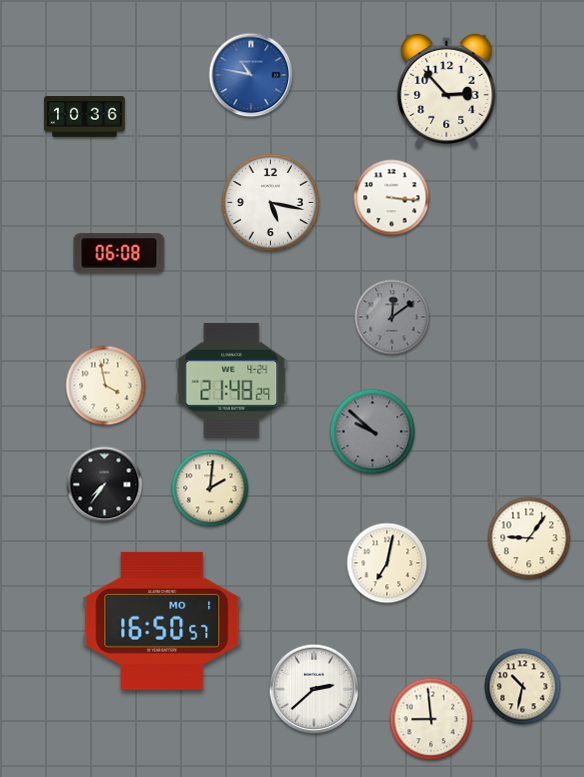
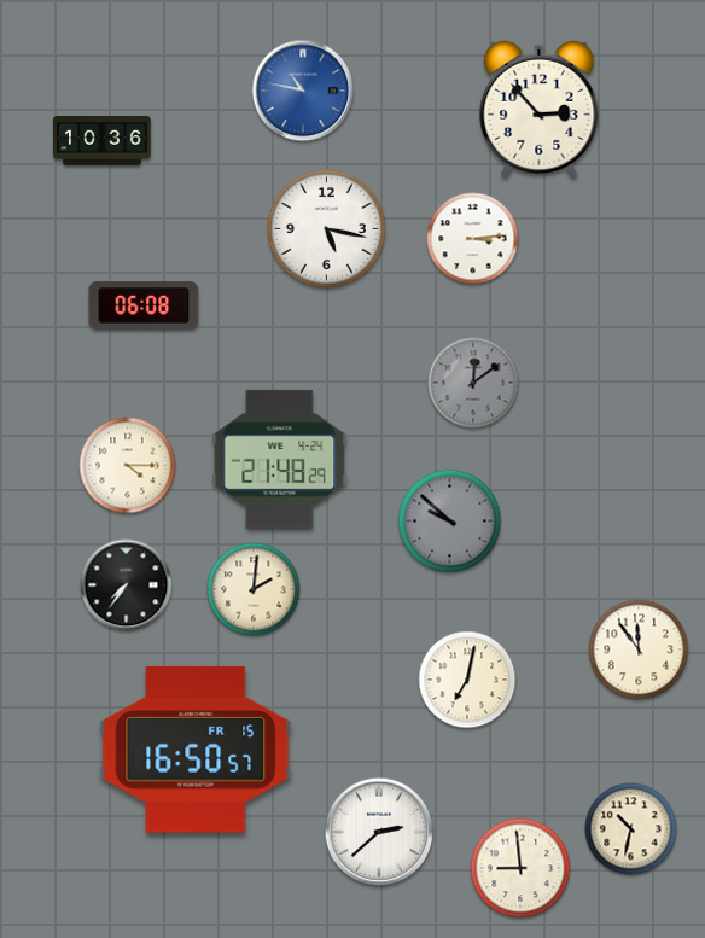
clock at (392, 198): 3:16 -> 3:14
clock at (270, 202) position: (270, 202) -> (326, 228)
clock at (106, 386): 3:58 -> 4:15
clock at (529, 538): 9:06 -> 11:54
clock at (162, 621) date: MO 1 -> FR 15
